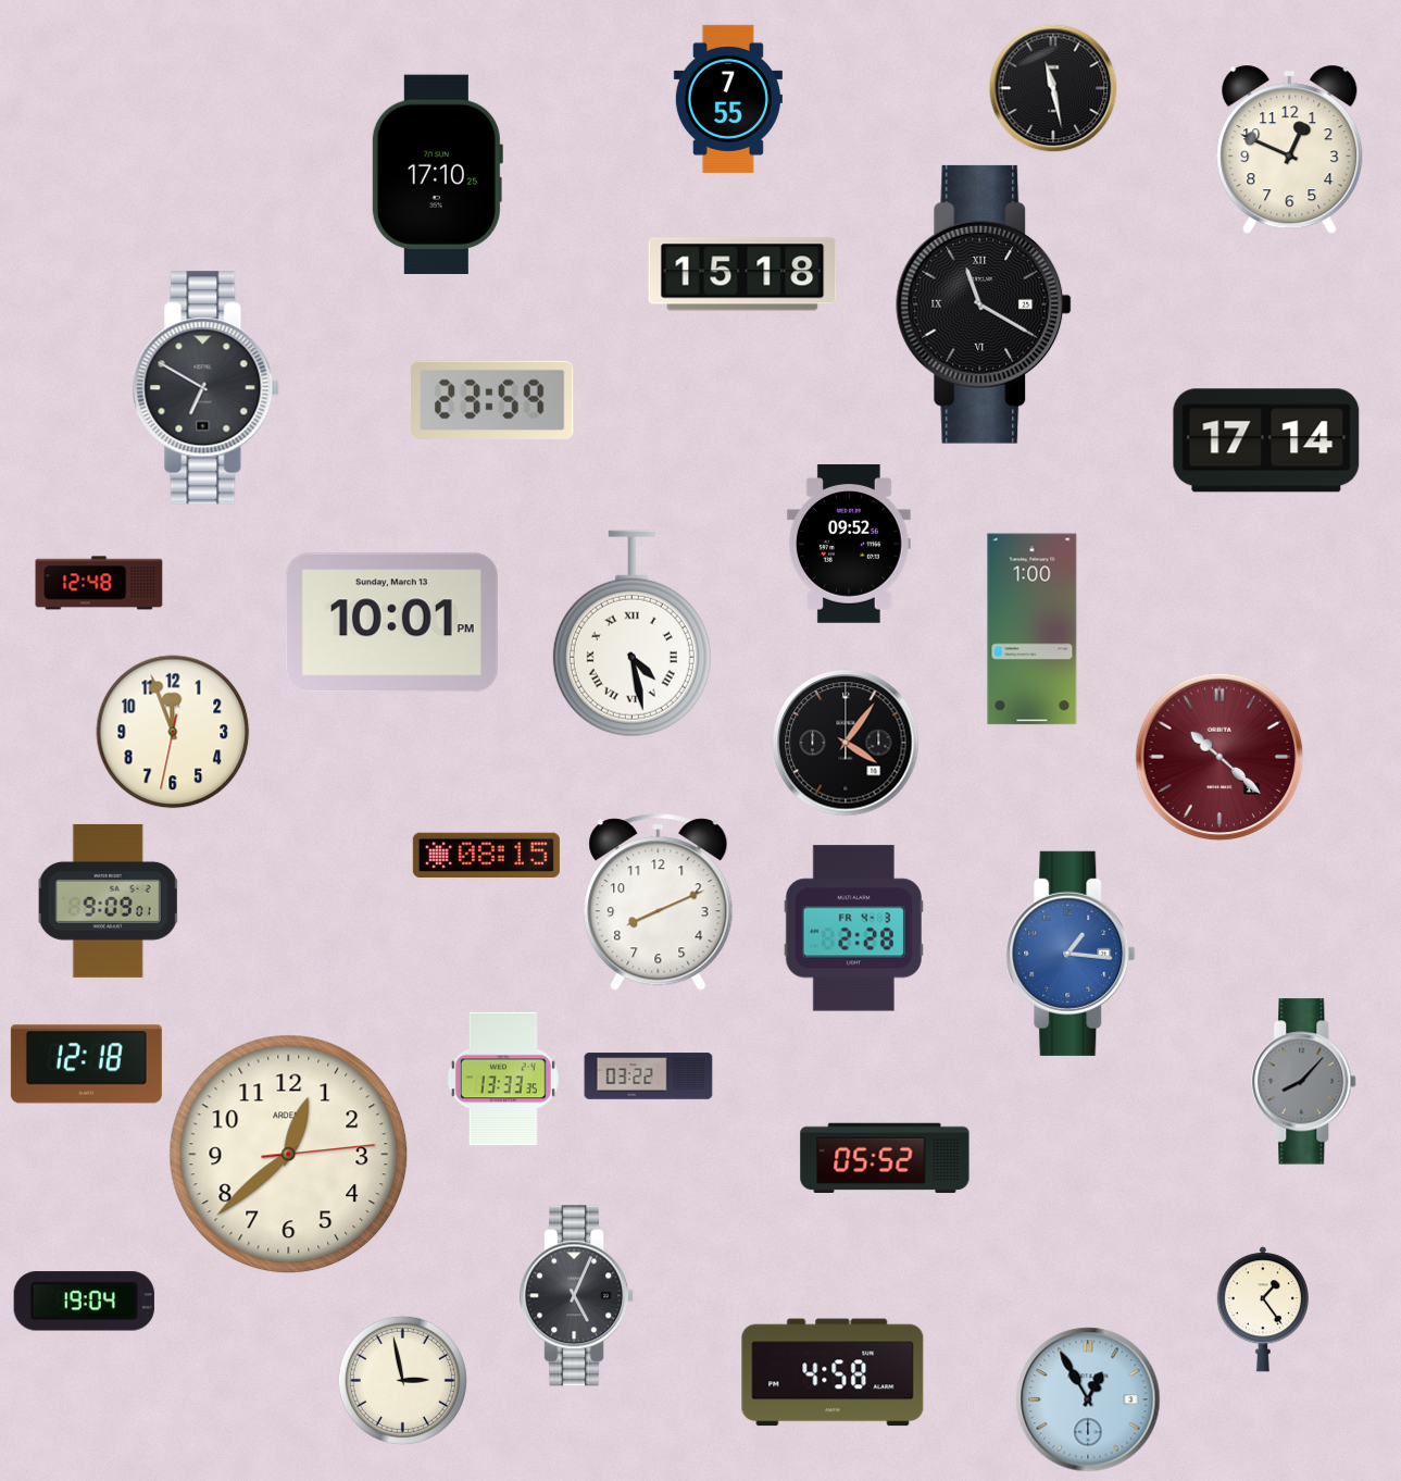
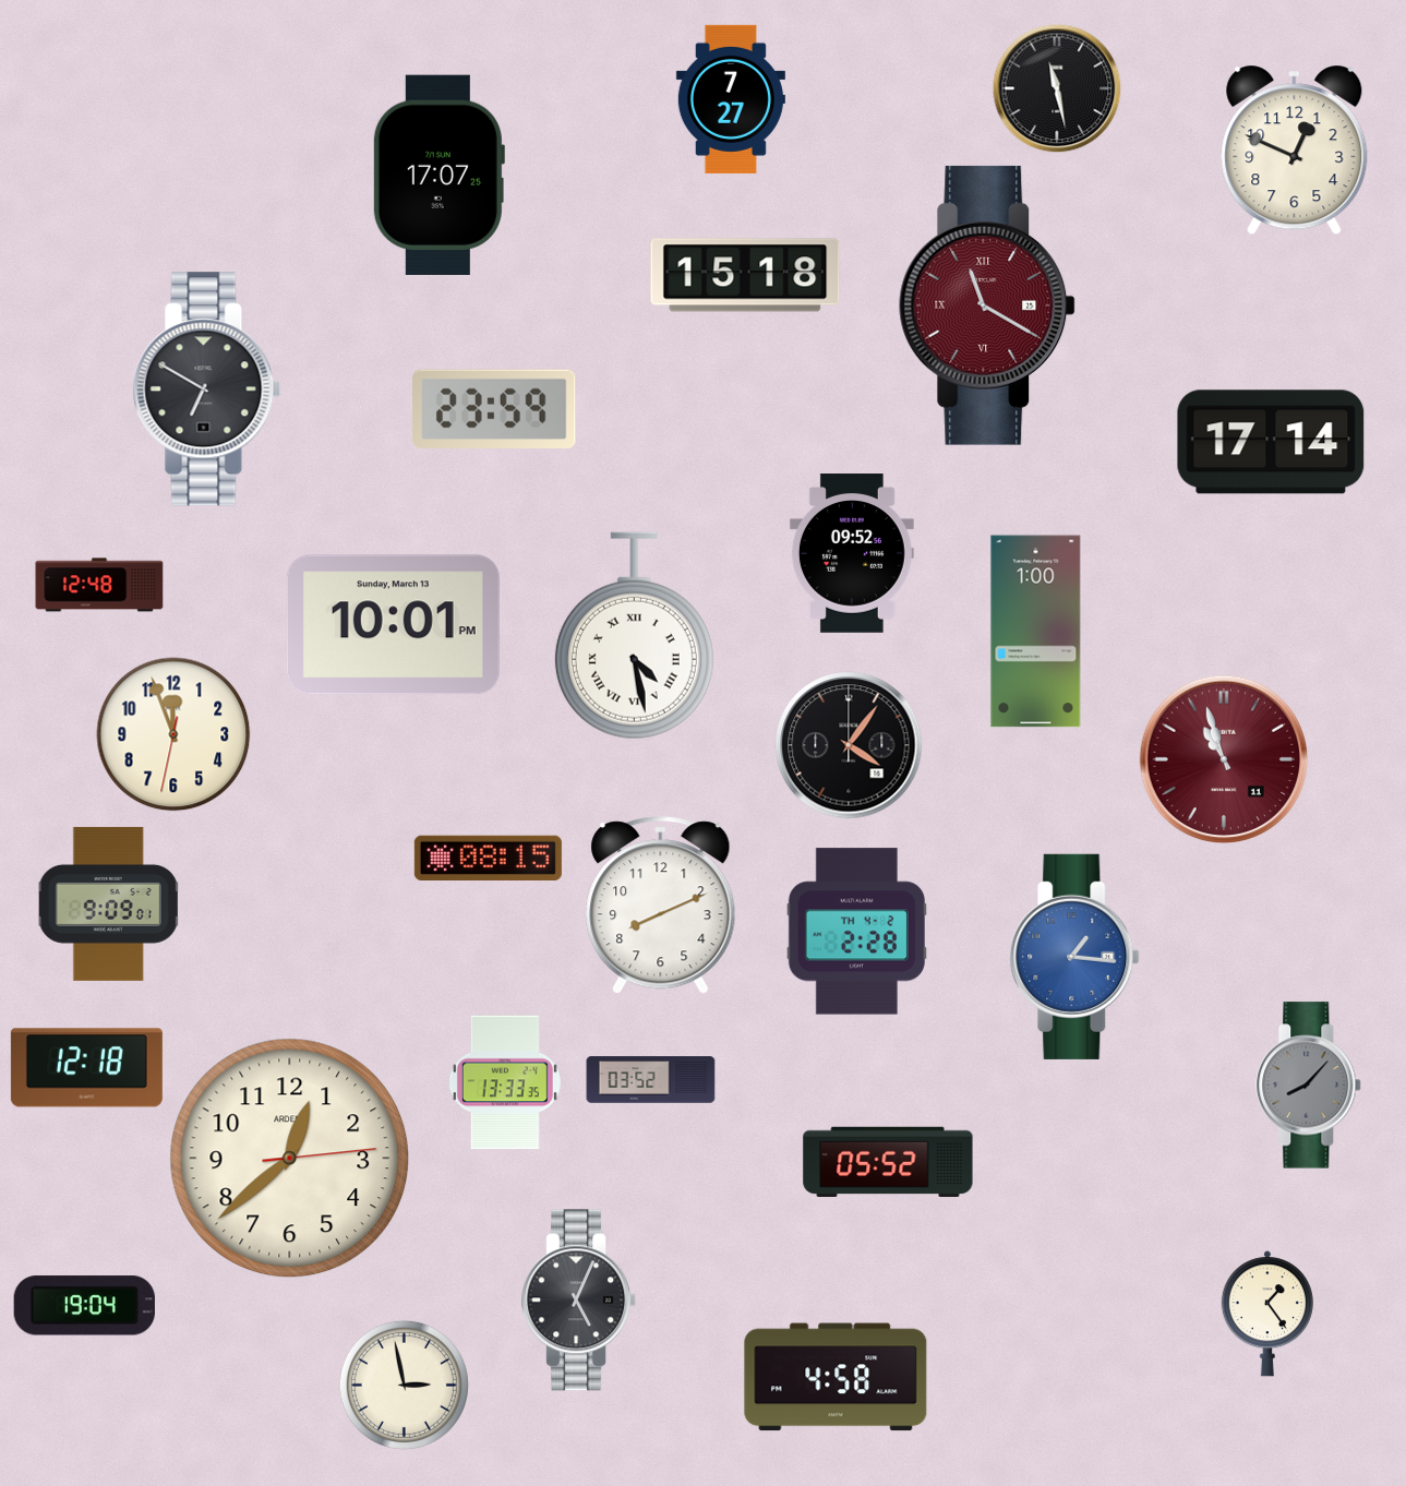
clock at (728, 99): 7:55 -> 7:27
clock at (437, 174): 17:10 -> 17:07
clock at (984, 304) dial: black -> burgundy
clock at (492, 400) position: (492, 400) -> (494, 409)
clock at (849, 544) position: (849, 544) -> (852, 553)
clock at (1219, 757): 10:22 -> 10:57
clock at (853, 929) date: FR 4-3 -> TH 4-2
clock at (649, 1076): 03:22 -> 03:52
clock at (1088, 1399): 12:55 -> none
